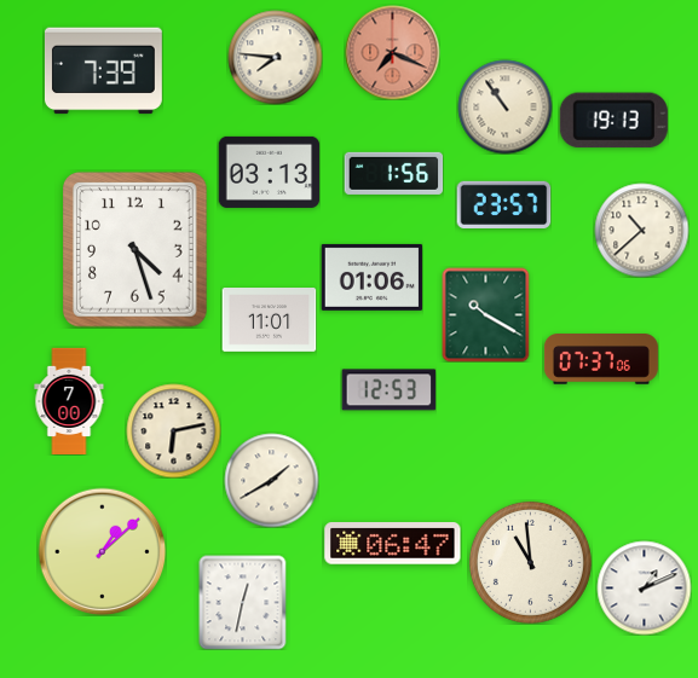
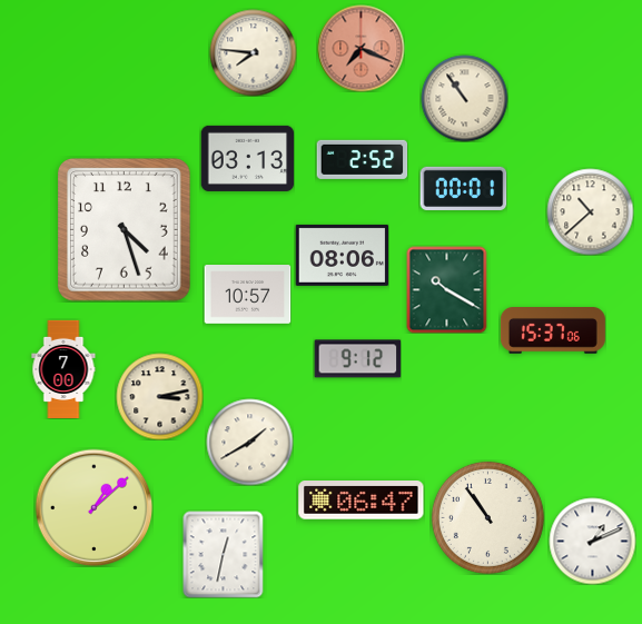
clock at (103, 71): 7:39 -> none
clock at (613, 121): 19:13 -> none
clock at (393, 173): 1:56 -> 2:52
clock at (503, 204): 23:57 -> 00:01
clock at (371, 277): 01:06 -> 08:06
clock at (269, 320): 11:01 -> 10:57
clock at (601, 360): 07:37 -> 15:37
clock at (388, 390): 12:53 -> 9:12
clock at (173, 430): 6:13 -> 3:13
clock at (530, 562): 10:59 -> 10:54
